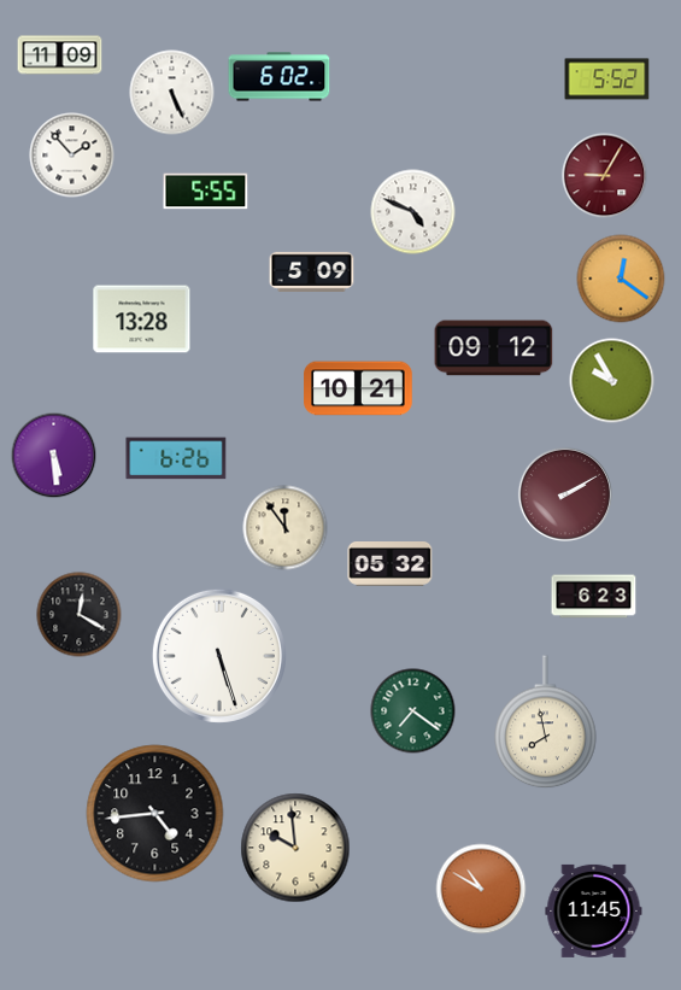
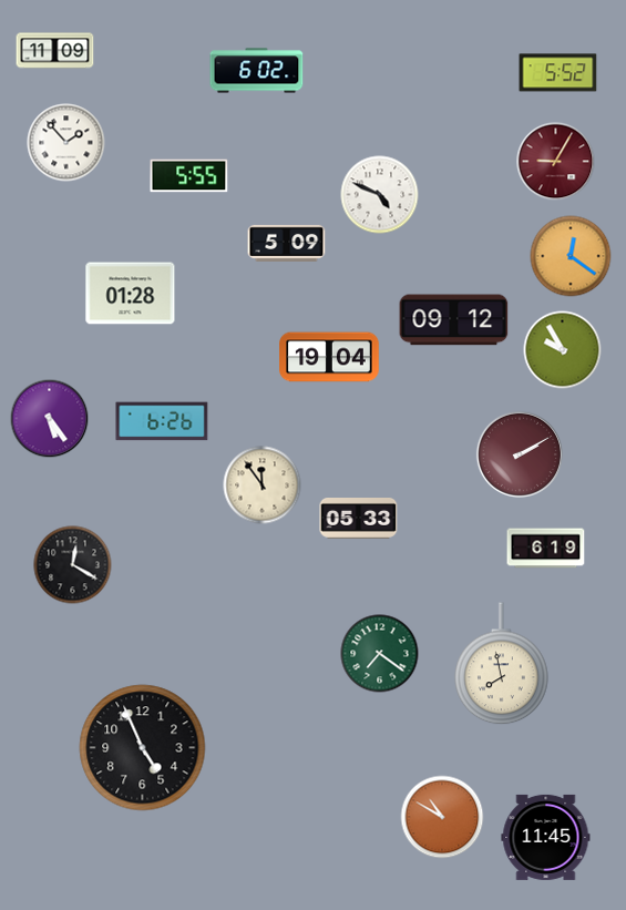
clock at (172, 93): 5:26 -> none
clock at (312, 271) position: (312, 271) -> (287, 243)
clock at (142, 320): 13:28 -> 01:28
clock at (358, 388): 10:21 -> 19:04
clock at (54, 456): 5:29 -> 5:24
clock at (391, 564): 05:32 -> 05:33
clock at (594, 597): 6:23 -> 6:19
clock at (219, 656): 5:27 -> none
clock at (155, 814): 4:44 -> 4:56
clock at (295, 848): 9:59 -> none
